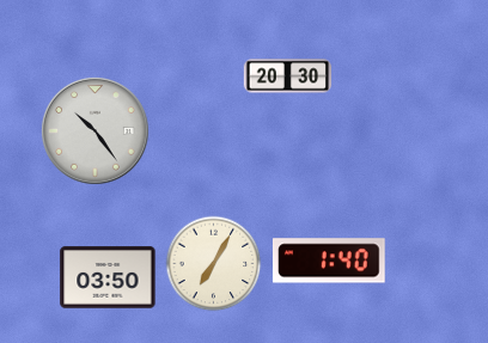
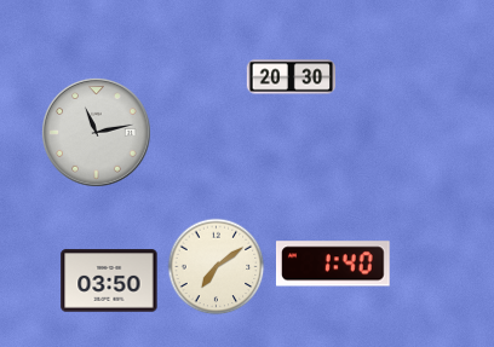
clock at (94, 130): 10:24 -> 11:13
clock at (214, 264): 7:05 -> 7:09
